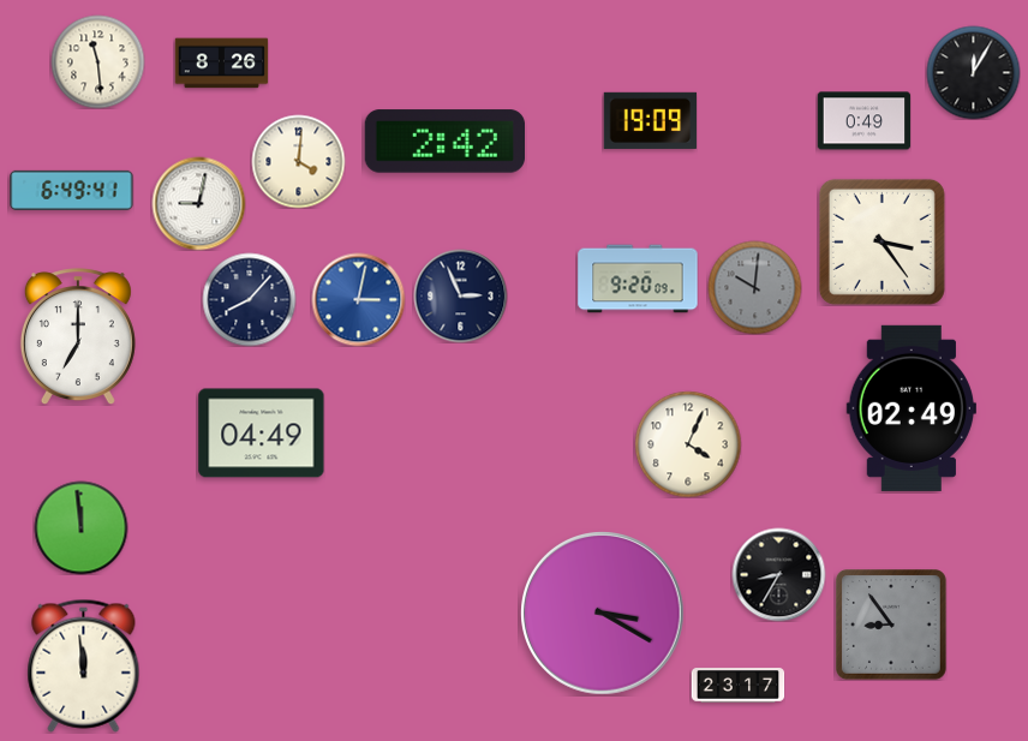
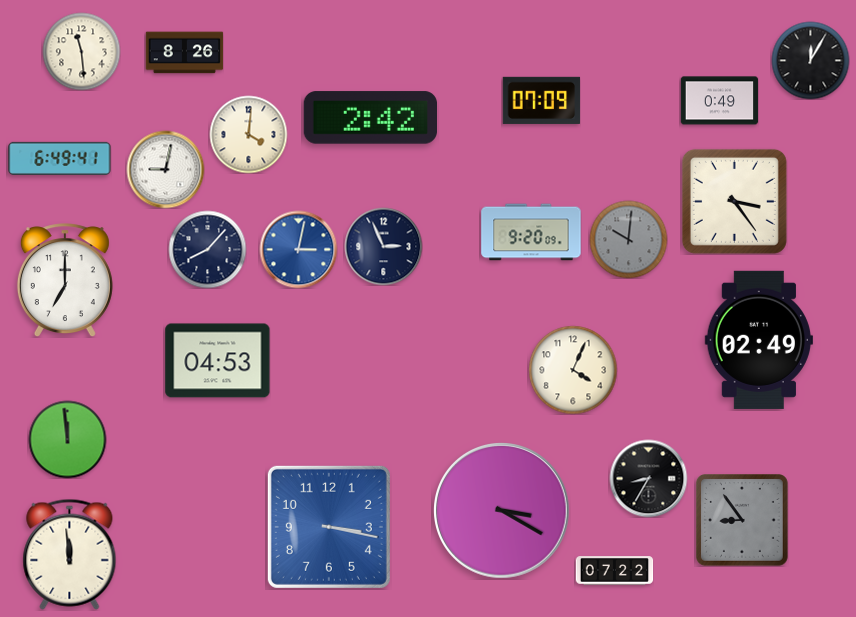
clock at (650, 120): 19:09 -> 07:09
clock at (262, 434): 04:49 -> 04:53
clock at (329, 527): none -> 3:17
clock at (737, 686): 23:17 -> 07:22
